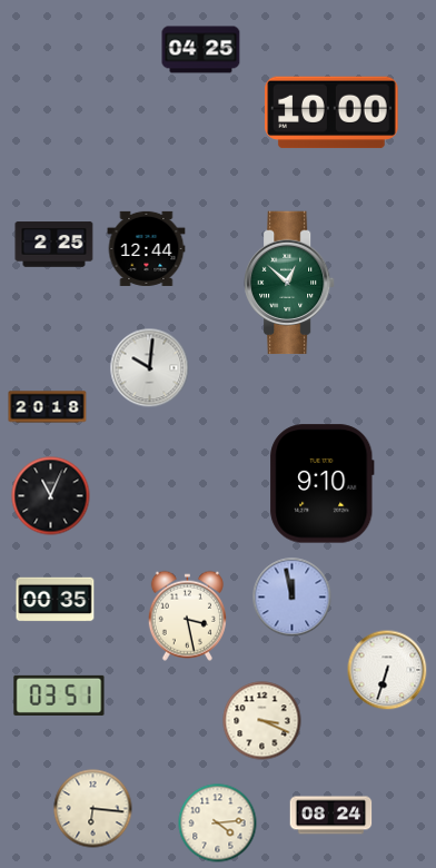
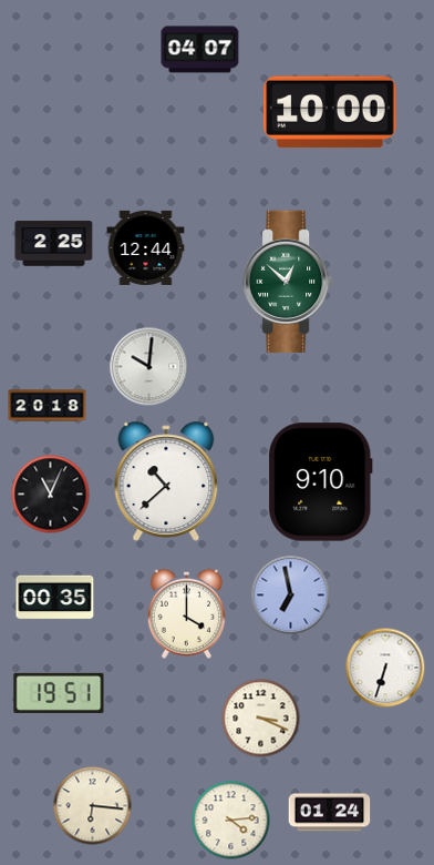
clock at (201, 50): 04:25 -> 04:07
clock at (166, 481): none -> 10:38
clock at (293, 598): 11:58 -> 6:58
clock at (187, 615): 3:28 -> 4:00
clock at (59, 696): 03:51 -> 19:51
clock at (331, 816): 08:24 -> 01:24
clock at (218, 823) position: (218, 823) -> (231, 821)
